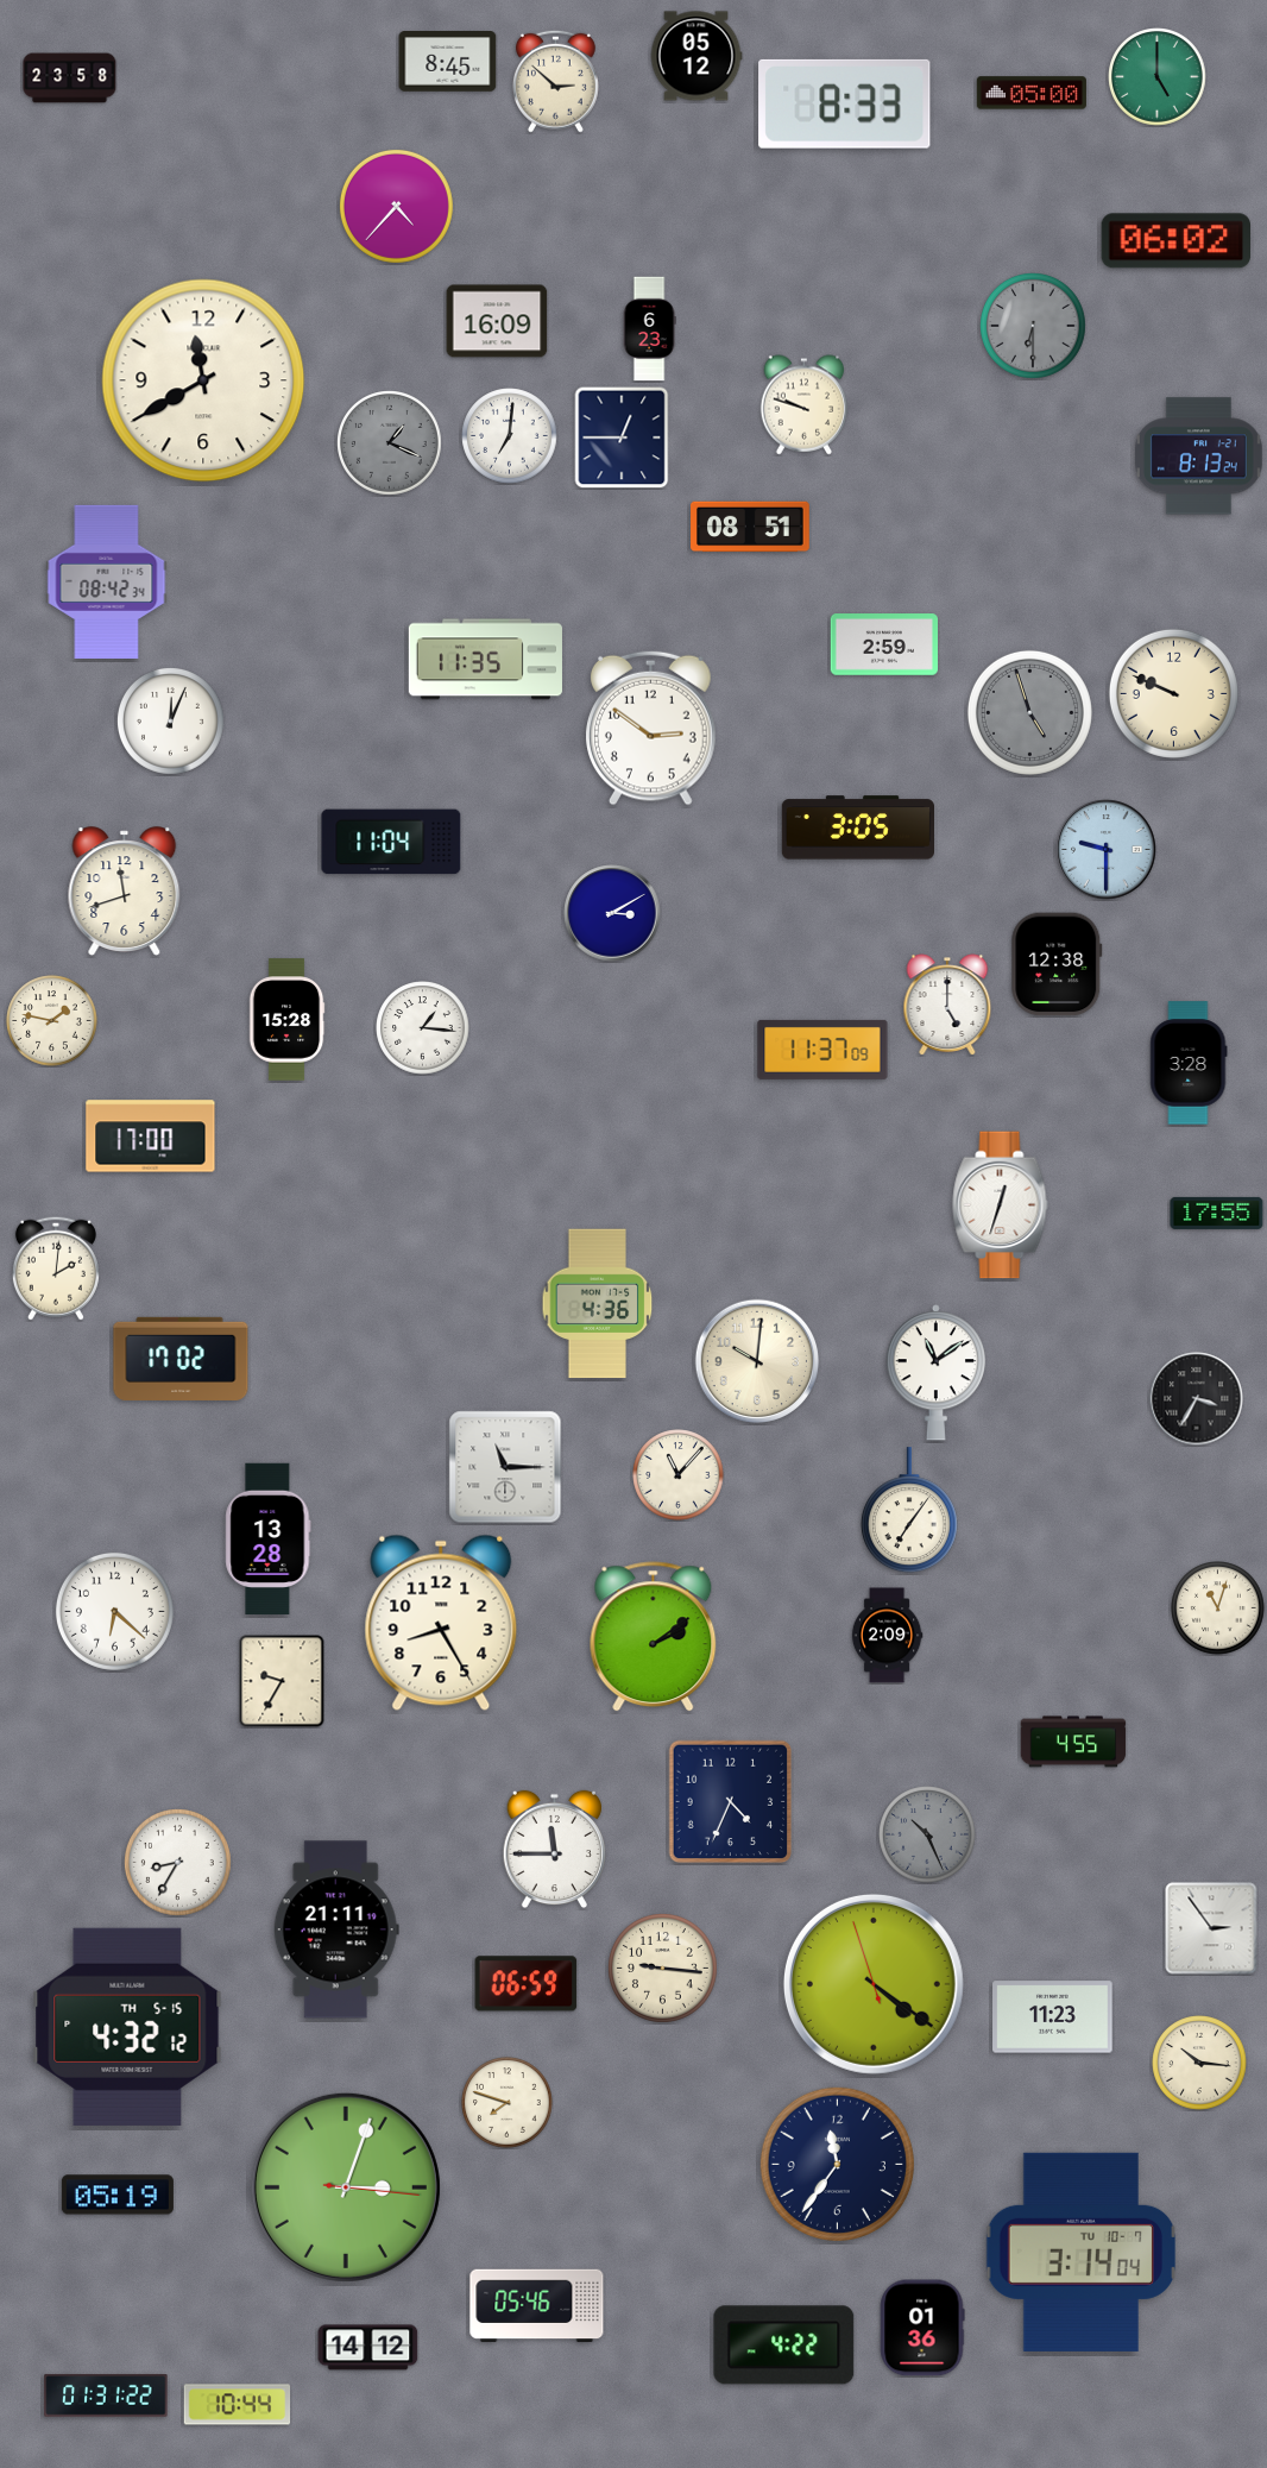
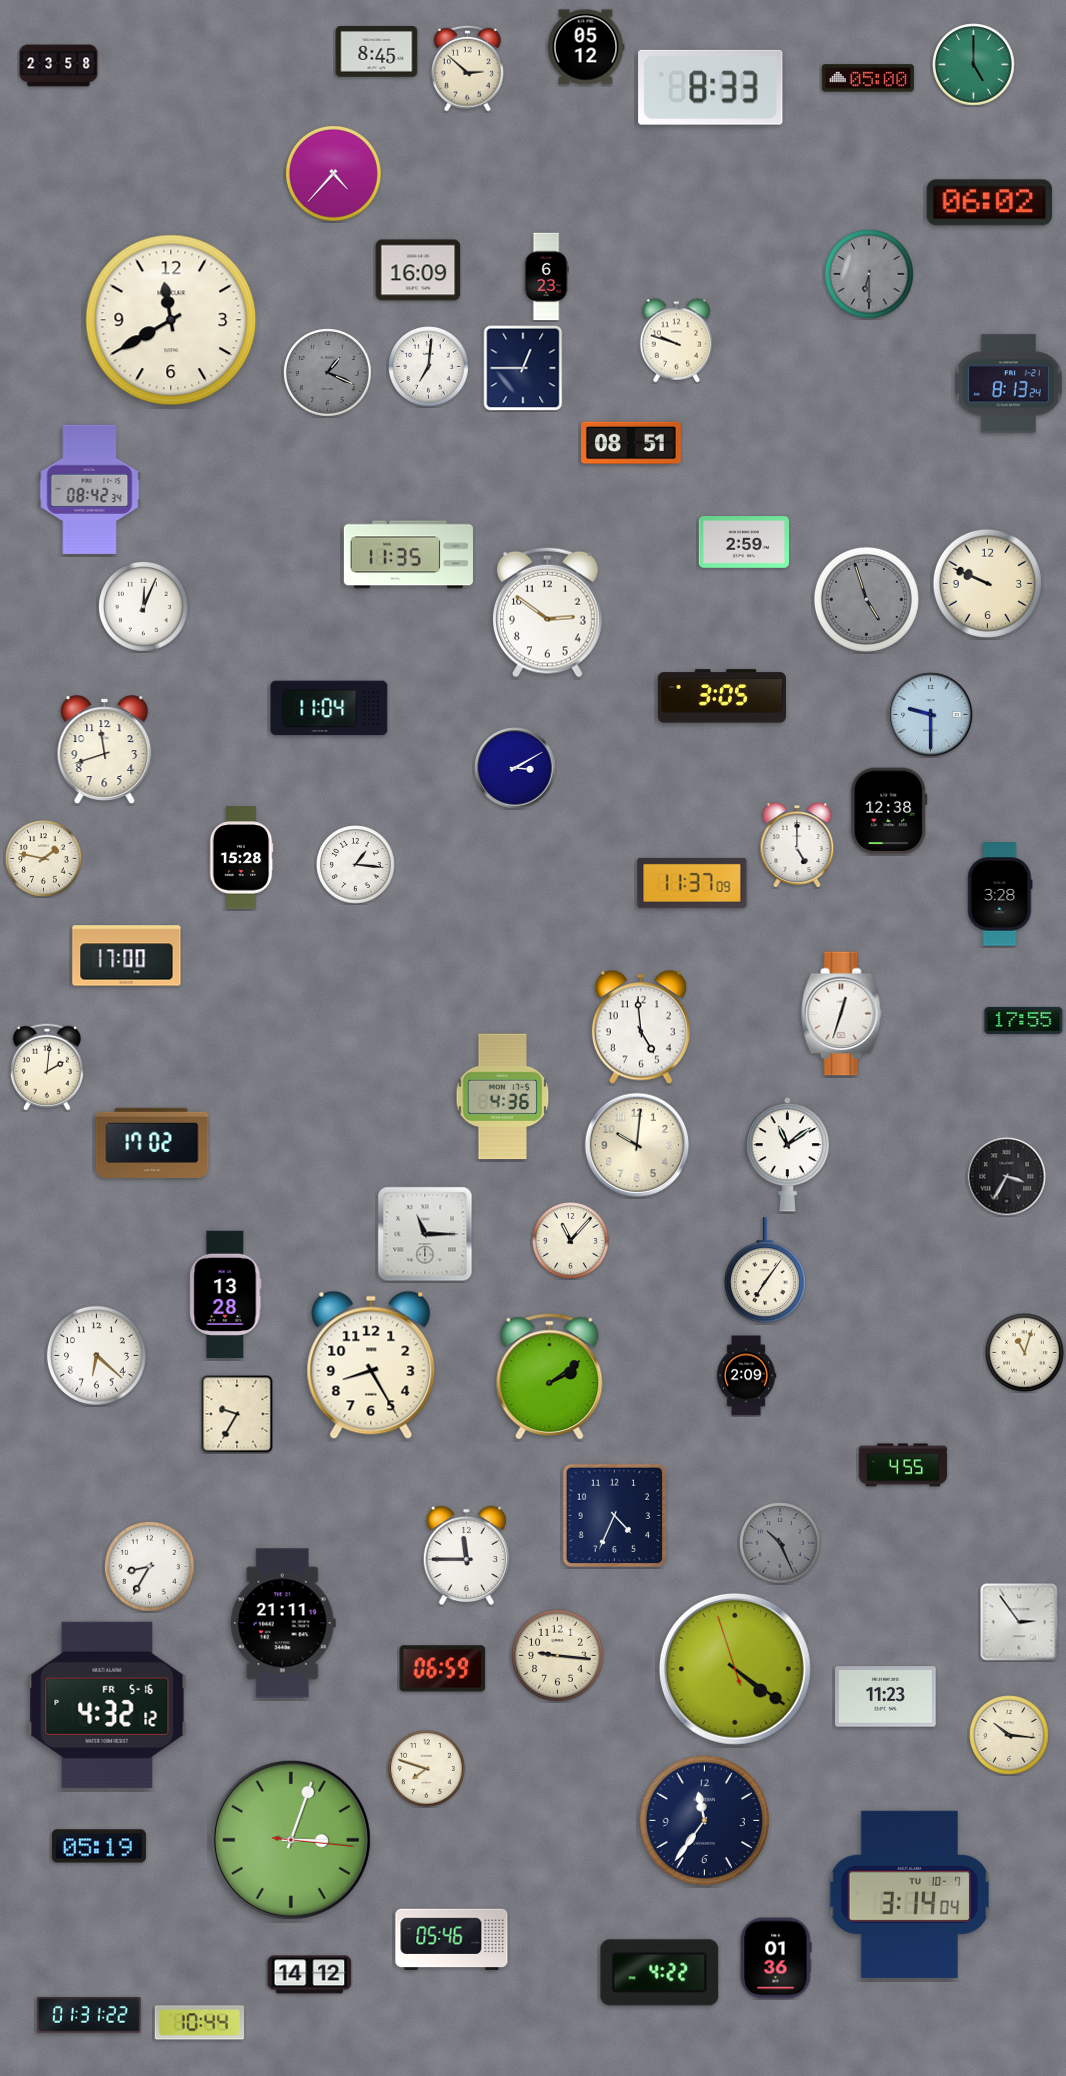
clock at (641, 1027): none -> 4:59
clock at (127, 2027) date: TH 5-15 -> FR 5-16
